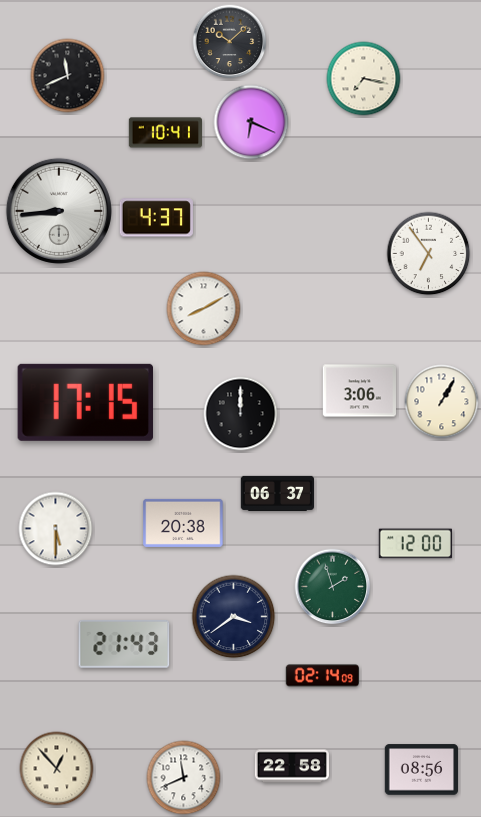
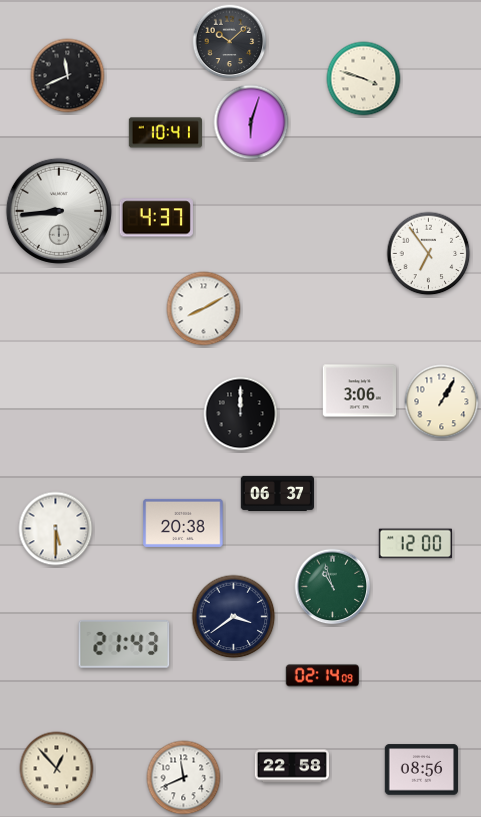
clock at (364, 79): 7:17 -> 3:48
clock at (251, 122): 6:19 -> 6:03
clock at (85, 402): 17:15 -> none
clock at (333, 587): 1:57 -> 10:57
